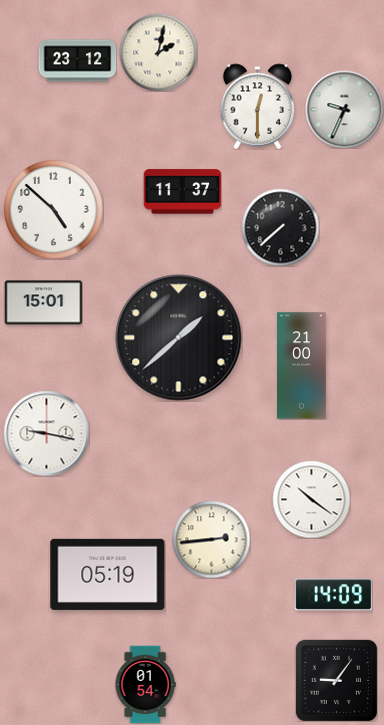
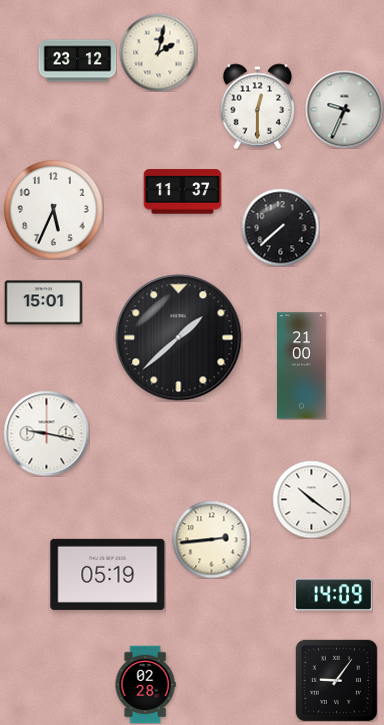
clock at (54, 210): 4:52 -> 5:34
clock at (145, 684): 01:54 -> 02:28
